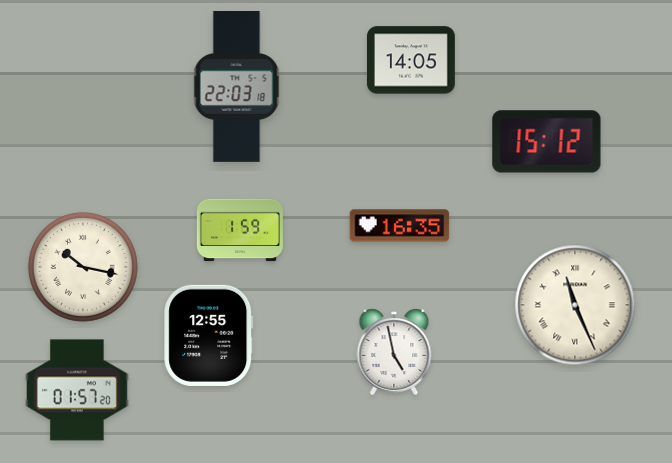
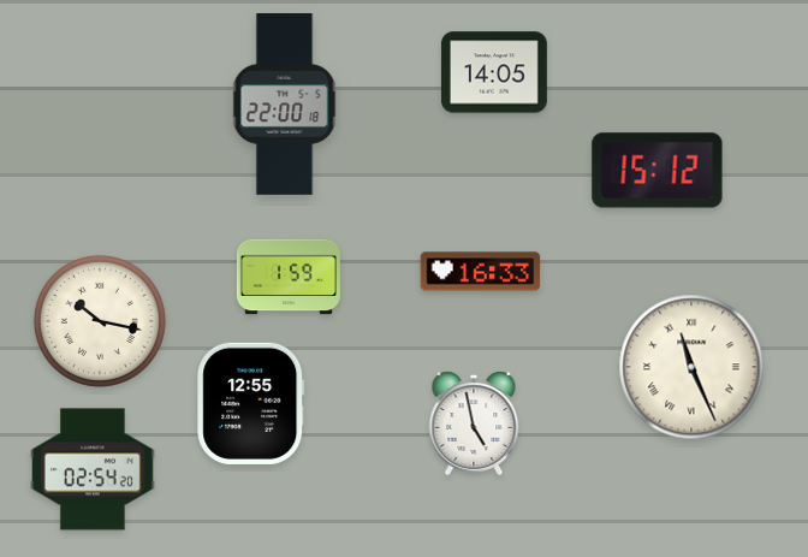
clock at (237, 87): 22:03 -> 22:00
clock at (400, 226): 16:35 -> 16:33
clock at (78, 390): 01:57 -> 02:54
